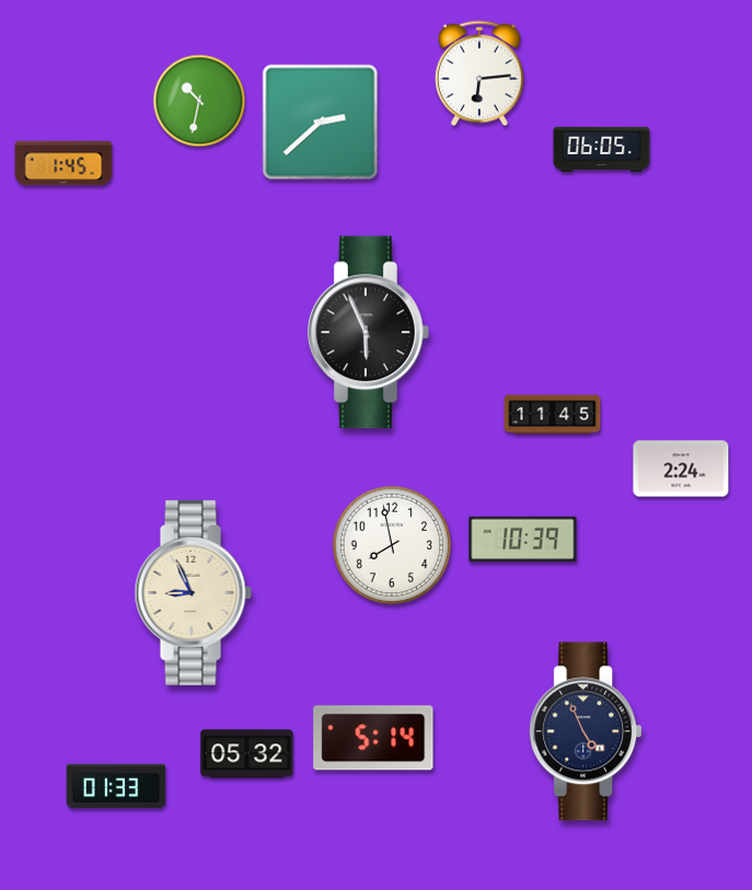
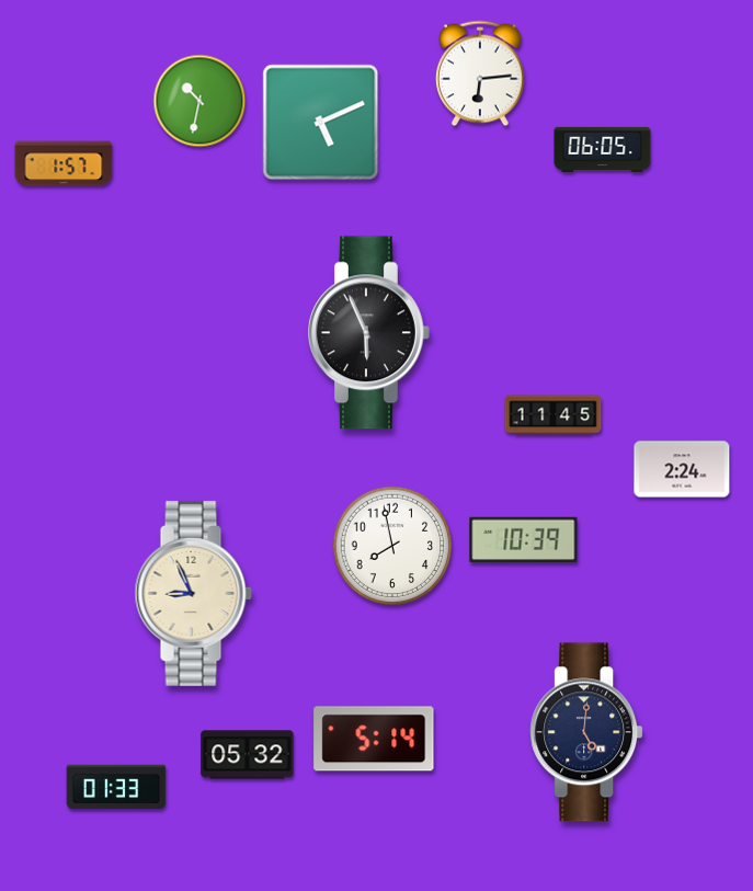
clock at (321, 123): 2:38 -> 5:11
clock at (63, 163): 1:45 -> 1:57
clock at (586, 731): 4:56 -> 5:01
